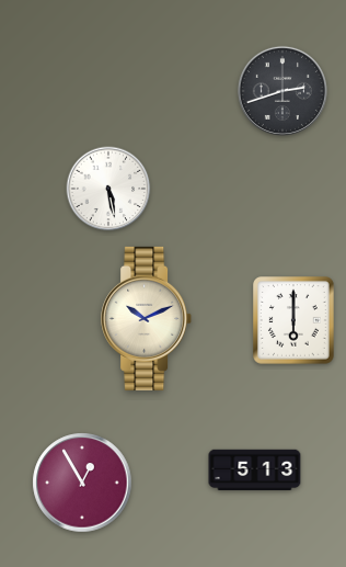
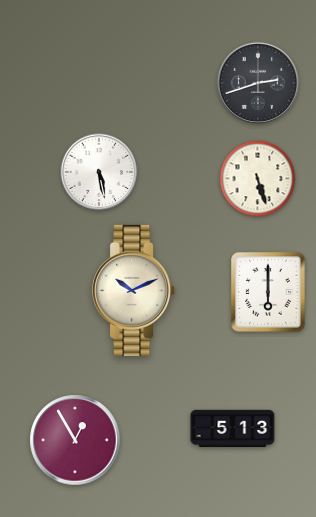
clock at (258, 179): none -> 5:27
